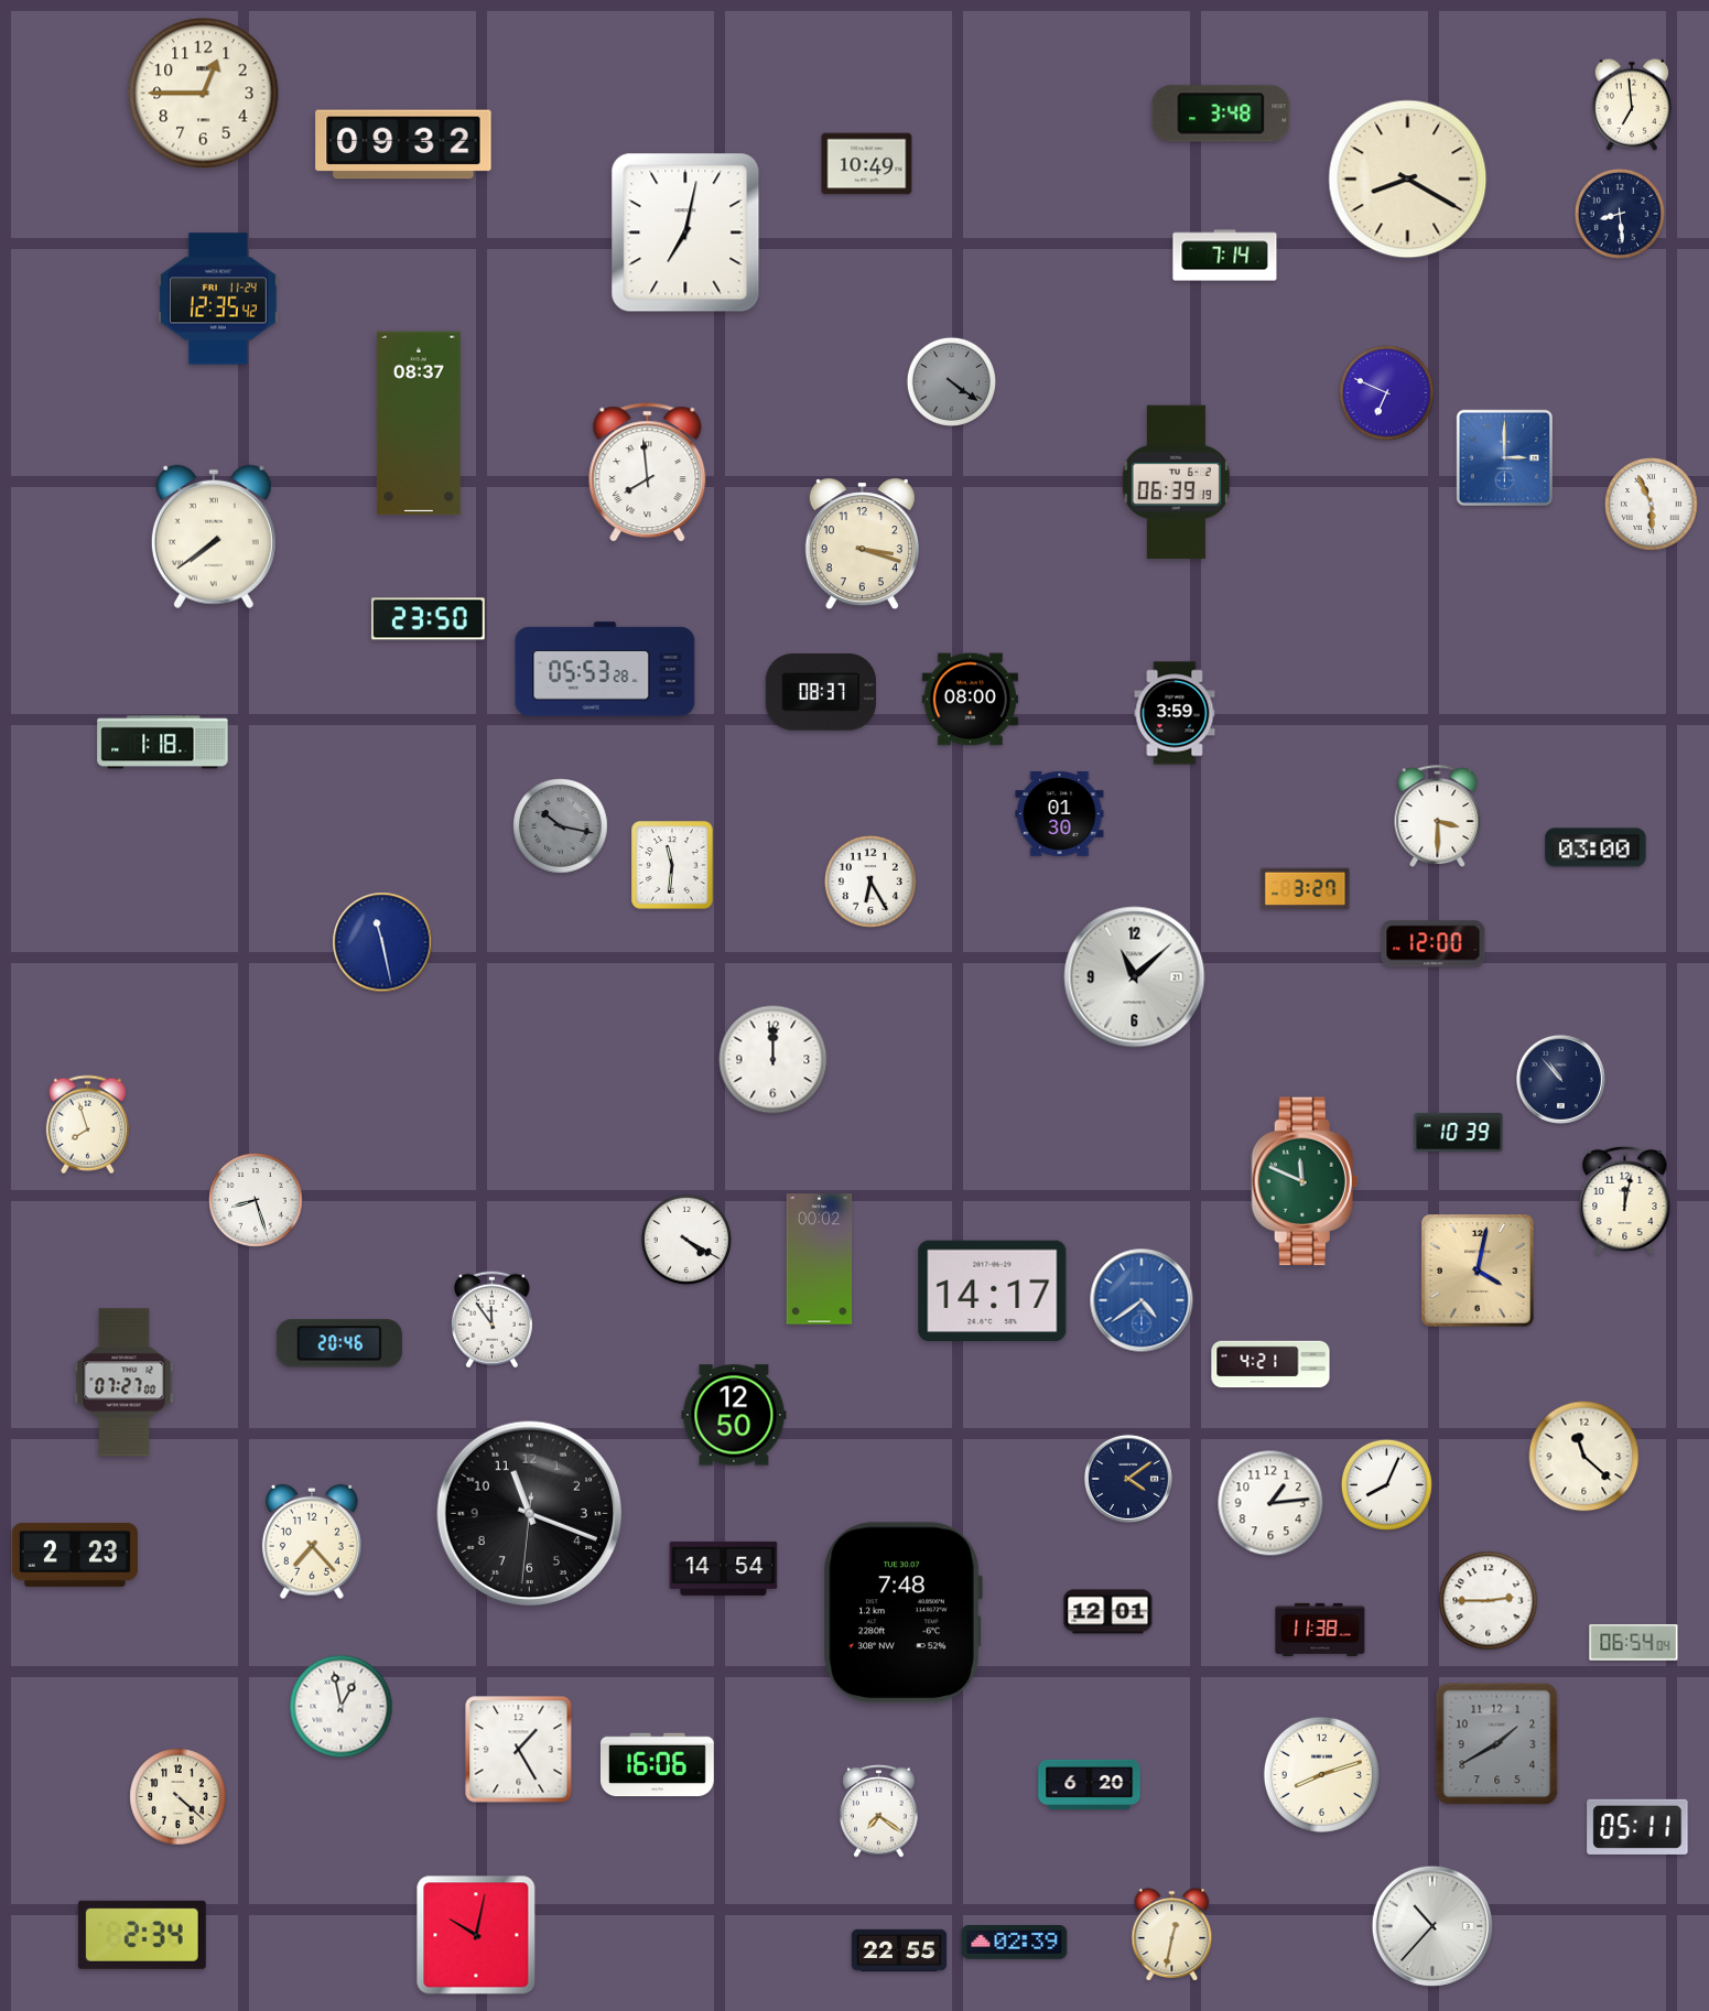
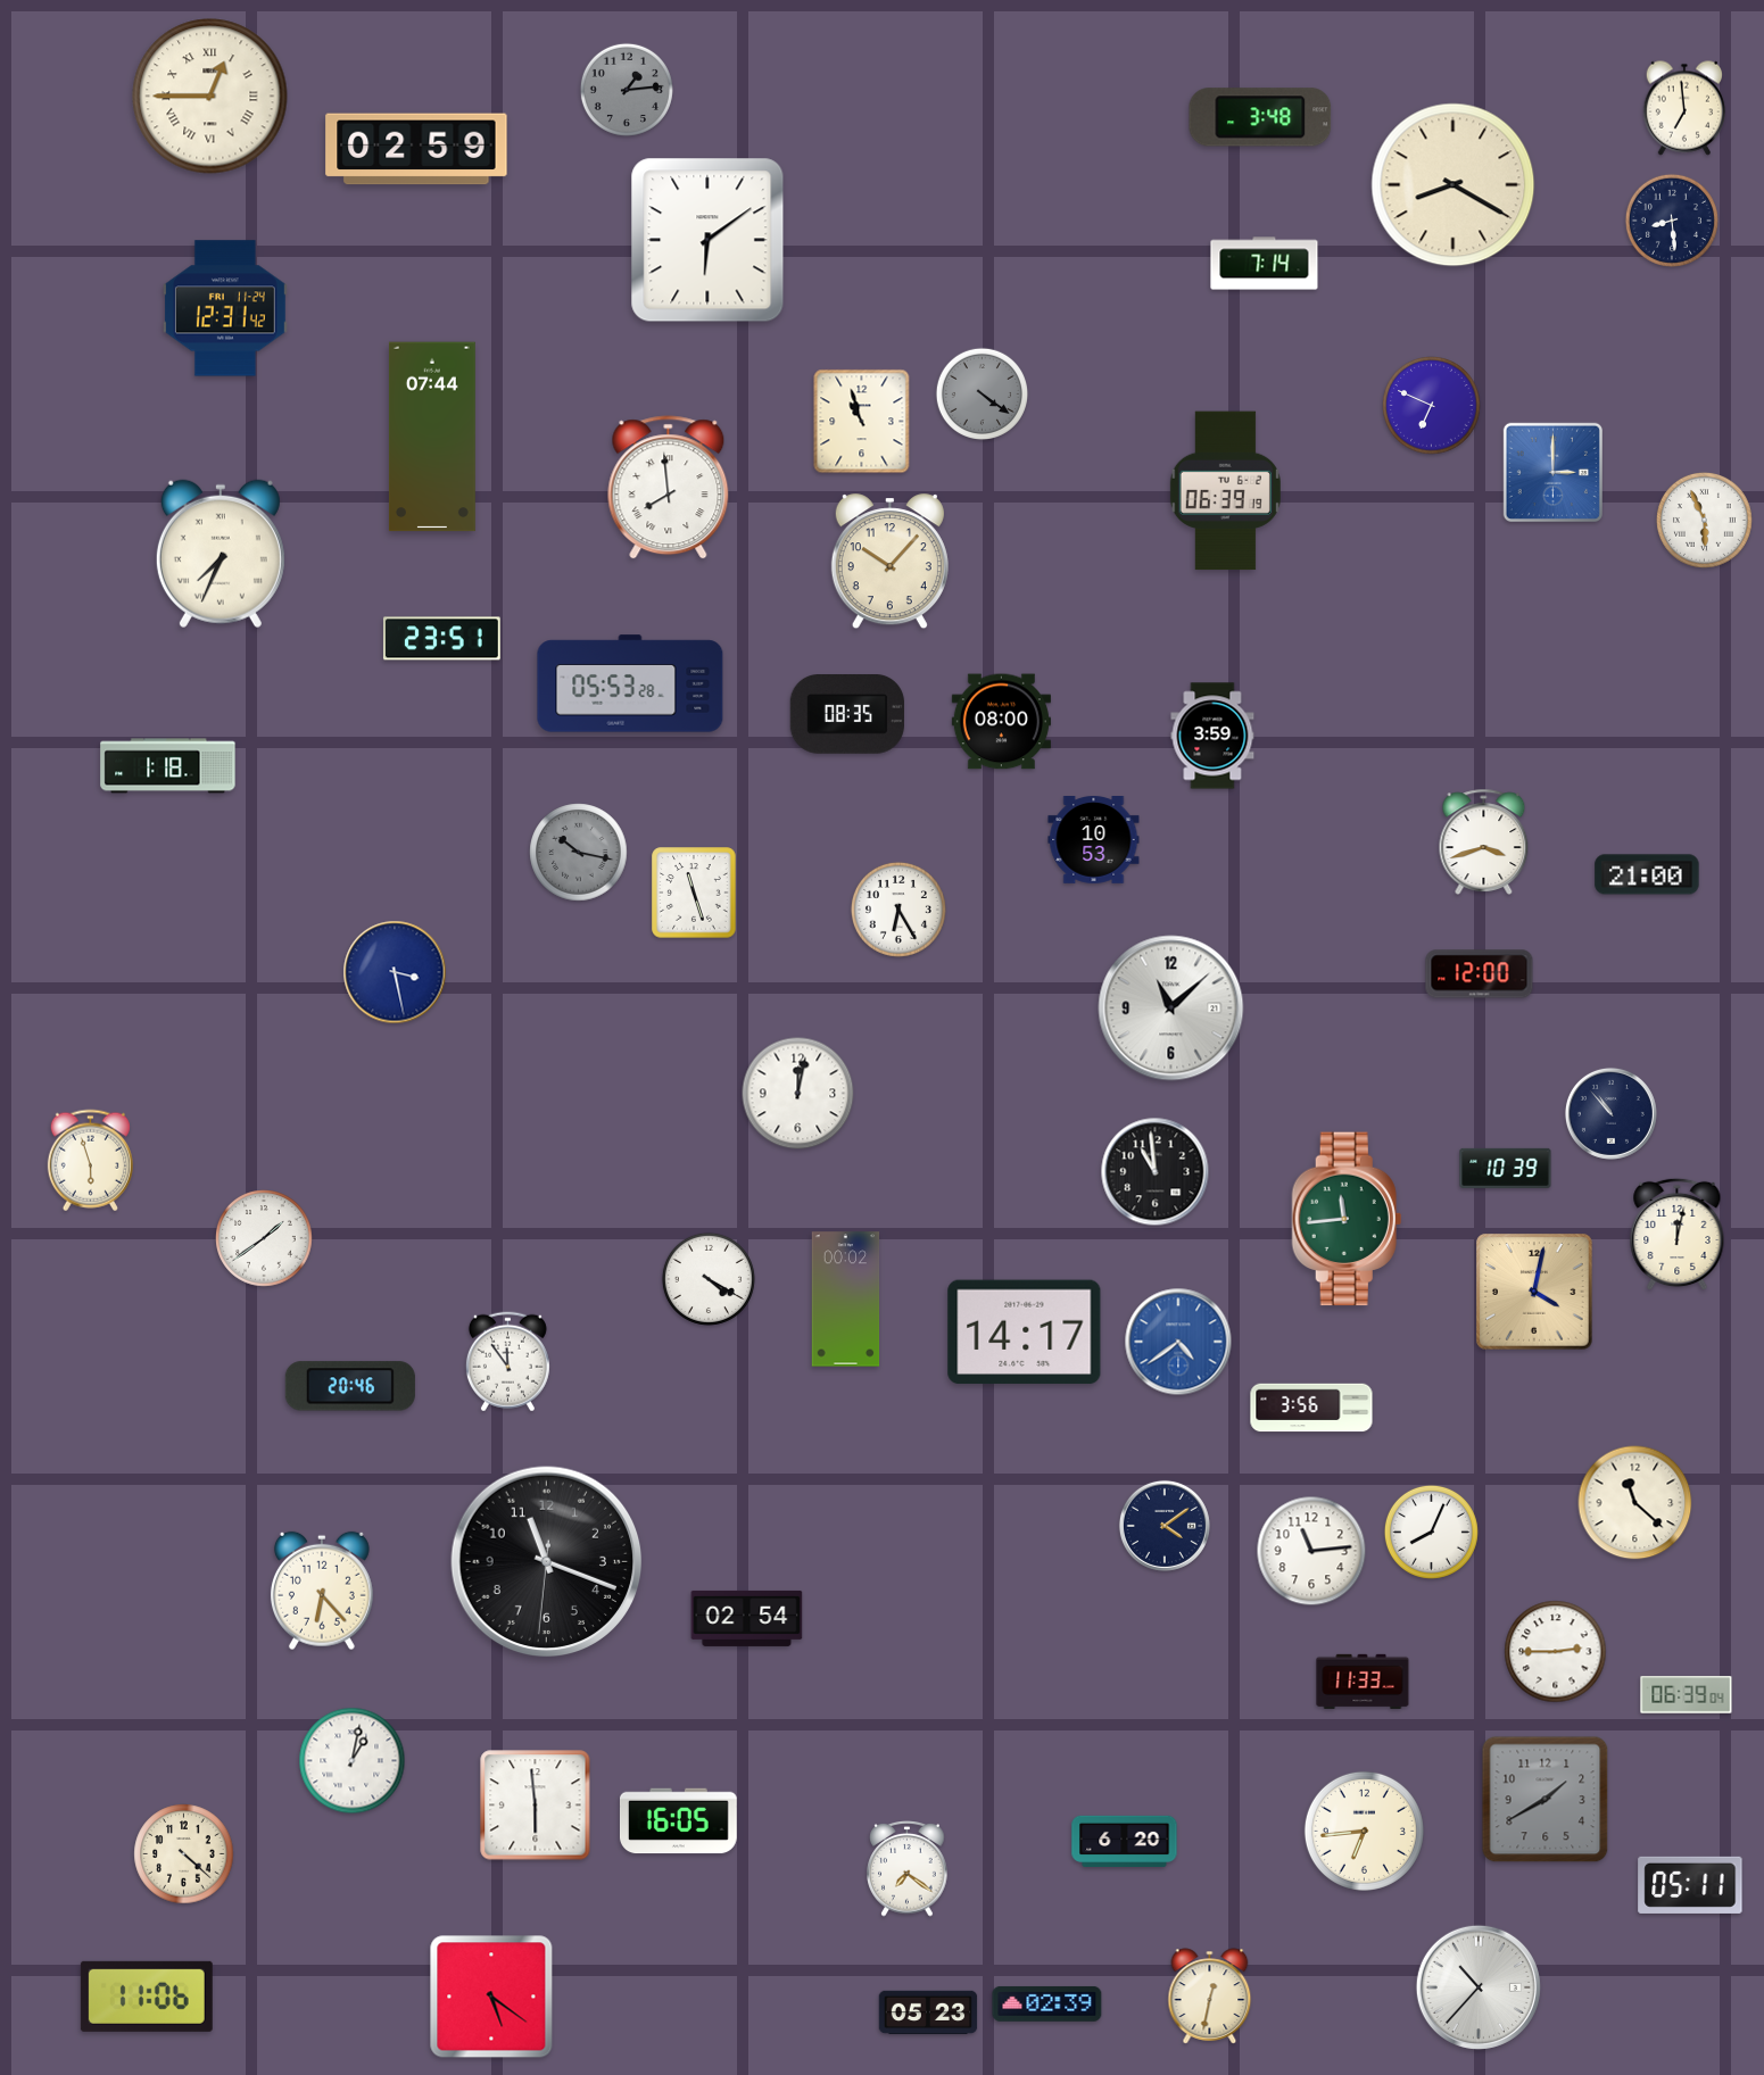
clock at (627, 90): none -> 1:14
clock at (204, 94) numerals: Arabic -> Roman
clock at (403, 144): 09:32 -> 02:59
clock at (867, 164): 10:49 -> none
clock at (685, 233): 7:02 -> 6:09
clock at (218, 299): 12:35 -> 12:31
clock at (862, 422): none -> 10:57
clock at (419, 423): 08:37 -> 07:44
clock at (1176, 483) position: (1176, 483) -> (1225, 491)
clock at (214, 537): 7:39 -> 7:34
clock at (862, 544): 3:18 -> 10:07
clock at (428, 619): 23:50 -> 23:51
clock at (605, 669) position: (605, 669) -> (630, 683)
clock at (821, 693): 08:37 -> 08:35
clock at (1060, 814): 01:30 -> 10:53
clock at (1438, 815): 3:30 -> 3:42
clock at (1596, 847): 03:00 -> 21:00
clock at (672, 865): 11:31 -> 11:27
clock at (1306, 889): 3:27 -> none
clock at (382, 942): 11:28 -> 3:28
clock at (774, 1060): 12:00 -> 12:02
clock at (87, 1125): 7:57 -> 5:57
clock at (1156, 1172): none -> 10:59
clock at (1305, 1181): 11:49 -> 11:44
clock at (256, 1200): 8:27 -> 1:39
clock at (1625, 1201) position: (1625, 1201) -> (1678, 1235)
clock at (1478, 1271) position: (1478, 1271) -> (1534, 1292)
clock at (1270, 1364): 4:21 -> 3:56
clock at (125, 1383): 07:27 -> none
clock at (734, 1415): 12:50 -> none
clock at (1270, 1503): 1:14 -> 11:14
clock at (312, 1542): 7:23 -> 6:23
clock at (75, 1555): 2:23 -> none
clock at (724, 1568): 14:54 -> 02:54
clock at (1489, 1601) position: (1489, 1601) -> (1556, 1652)
clock at (1108, 1612): 12:01 -> none
clock at (902, 1613): 7:48 -> none
clock at (1320, 1630): 11:38 -> 11:33
clock at (1634, 1643): 06:54 -> 06:39
clock at (342, 1707): 12:58 -> 1:02
clock at (519, 1750): 1:25 -> 5:59
clock at (657, 1765): 16:06 -> 16:05
clock at (1321, 1774): 8:12 -> 6:44
clock at (142, 1935): 2:34 -> 11:06
clock at (476, 1935): 10:02 -> 5:21
clock at (899, 1950): 22:55 -> 05:23
